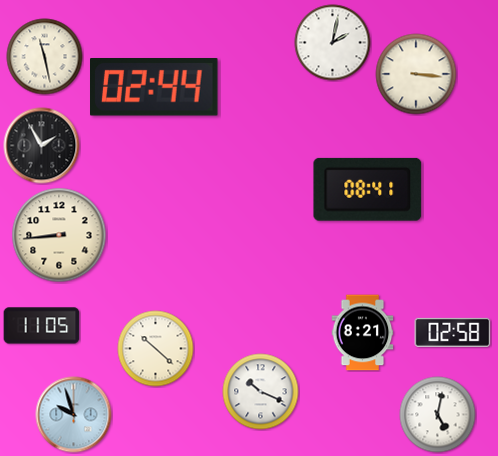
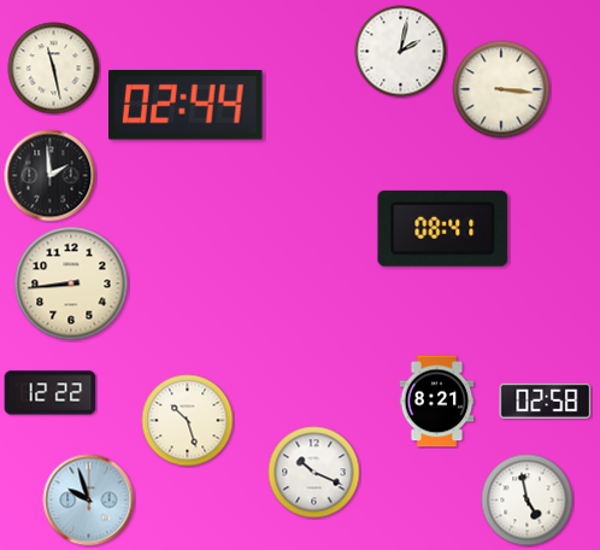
clock at (42, 146): 1:55 -> 1:59
clock at (42, 326): 11:05 -> 12:22
clock at (156, 349): 10:22 -> 10:27
clock at (438, 415): 5:02 -> 4:58
